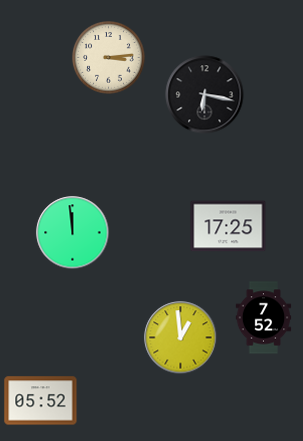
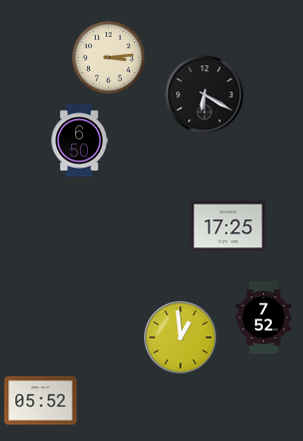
clock at (205, 95): 6:17 -> 6:20
clock at (79, 141): none -> 6:50
clock at (73, 233): 11:59 -> none
